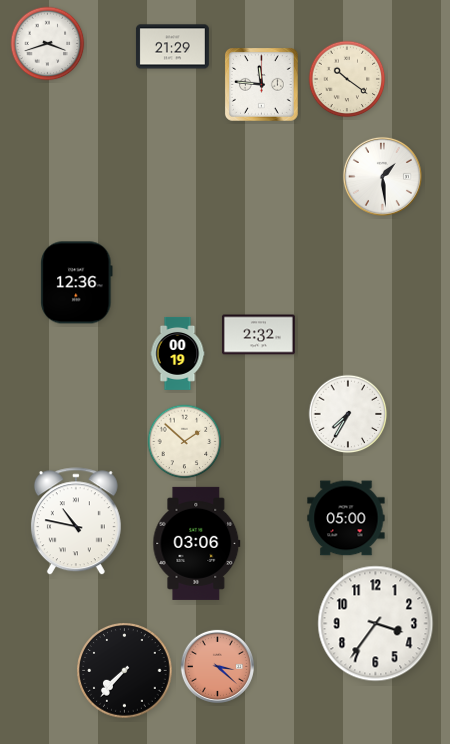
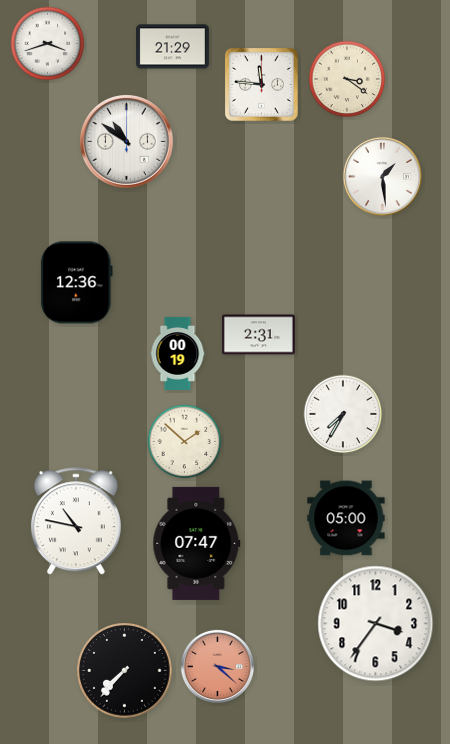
clock at (347, 79): 10:21 -> 3:21
clock at (126, 141): none -> 10:51
clock at (258, 335): 2:32 -> 2:31
clock at (348, 414) position: (348, 414) -> (343, 414)
clock at (197, 543): 03:06 -> 07:47
